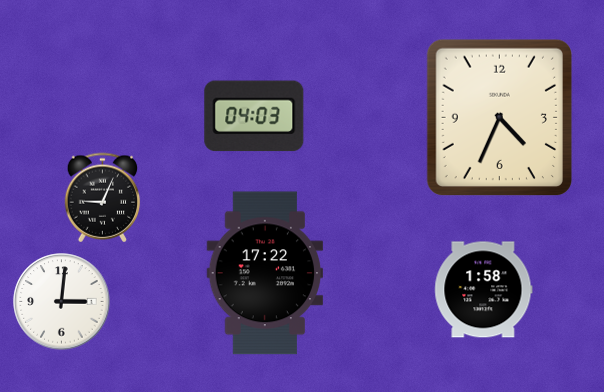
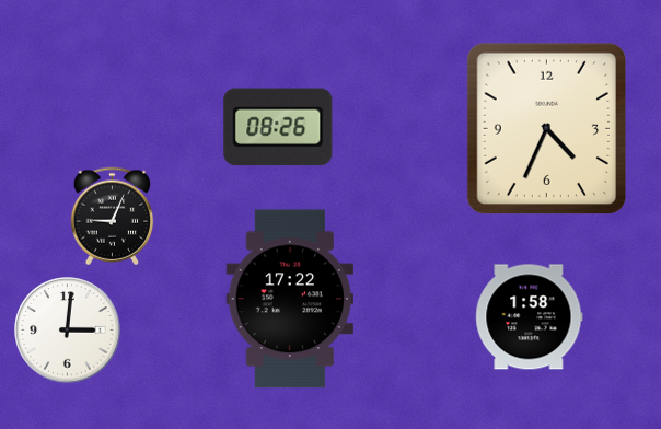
clock at (254, 116): 04:03 -> 08:26
